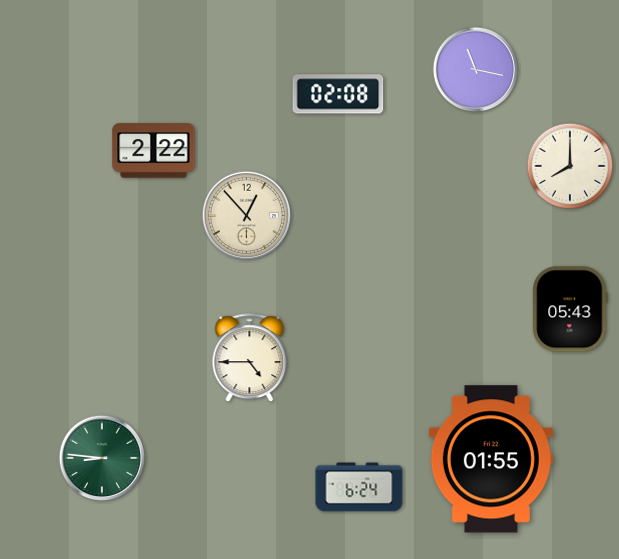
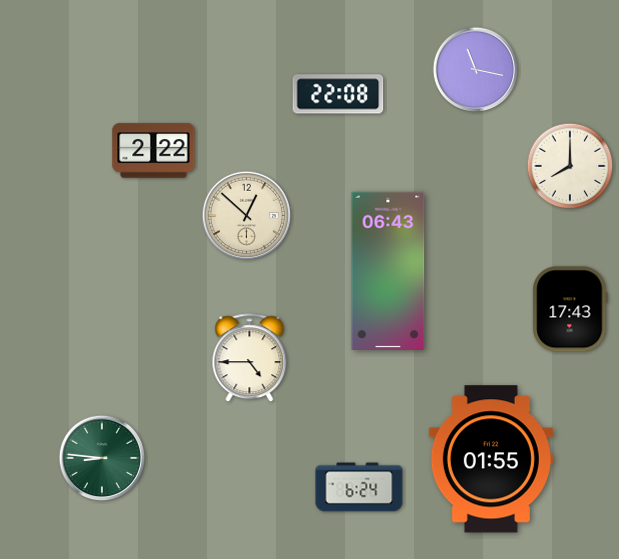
clock at (338, 94): 02:08 -> 22:08
clock at (247, 216): 12:53 -> 12:52
clock at (388, 270): none -> 06:43
clock at (570, 309): 05:43 -> 17:43
